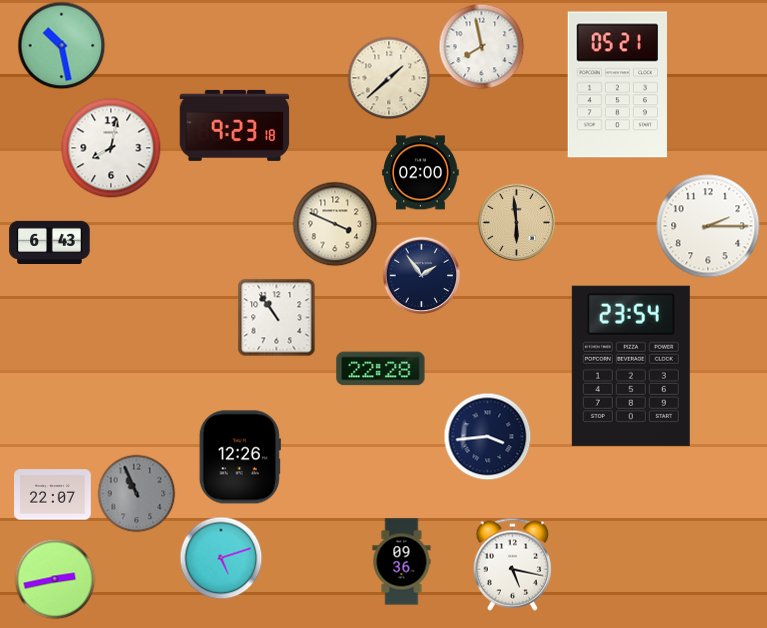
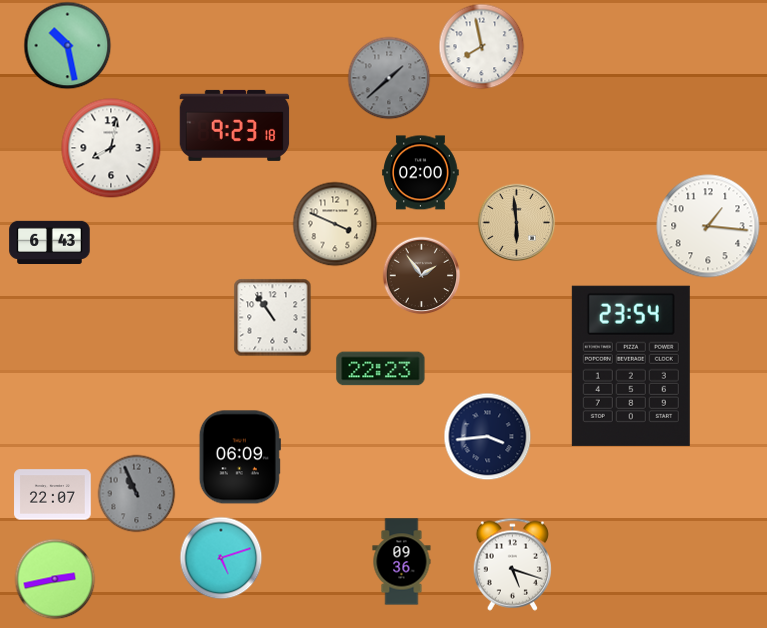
clock at (61, 45) position: (61, 45) -> (67, 45)
clock at (389, 78) dial: cream -> grey
clock at (617, 85): 05:21 -> none
clock at (708, 226): 2:15 -> 1:16
clock at (421, 275) dial: navy -> brown
clock at (276, 317) position: (276, 317) -> (272, 317)
clock at (381, 369): 22:28 -> 22:23
clock at (240, 457): 12:26 -> 06:09
clock at (512, 564): 5:17 -> 5:18
